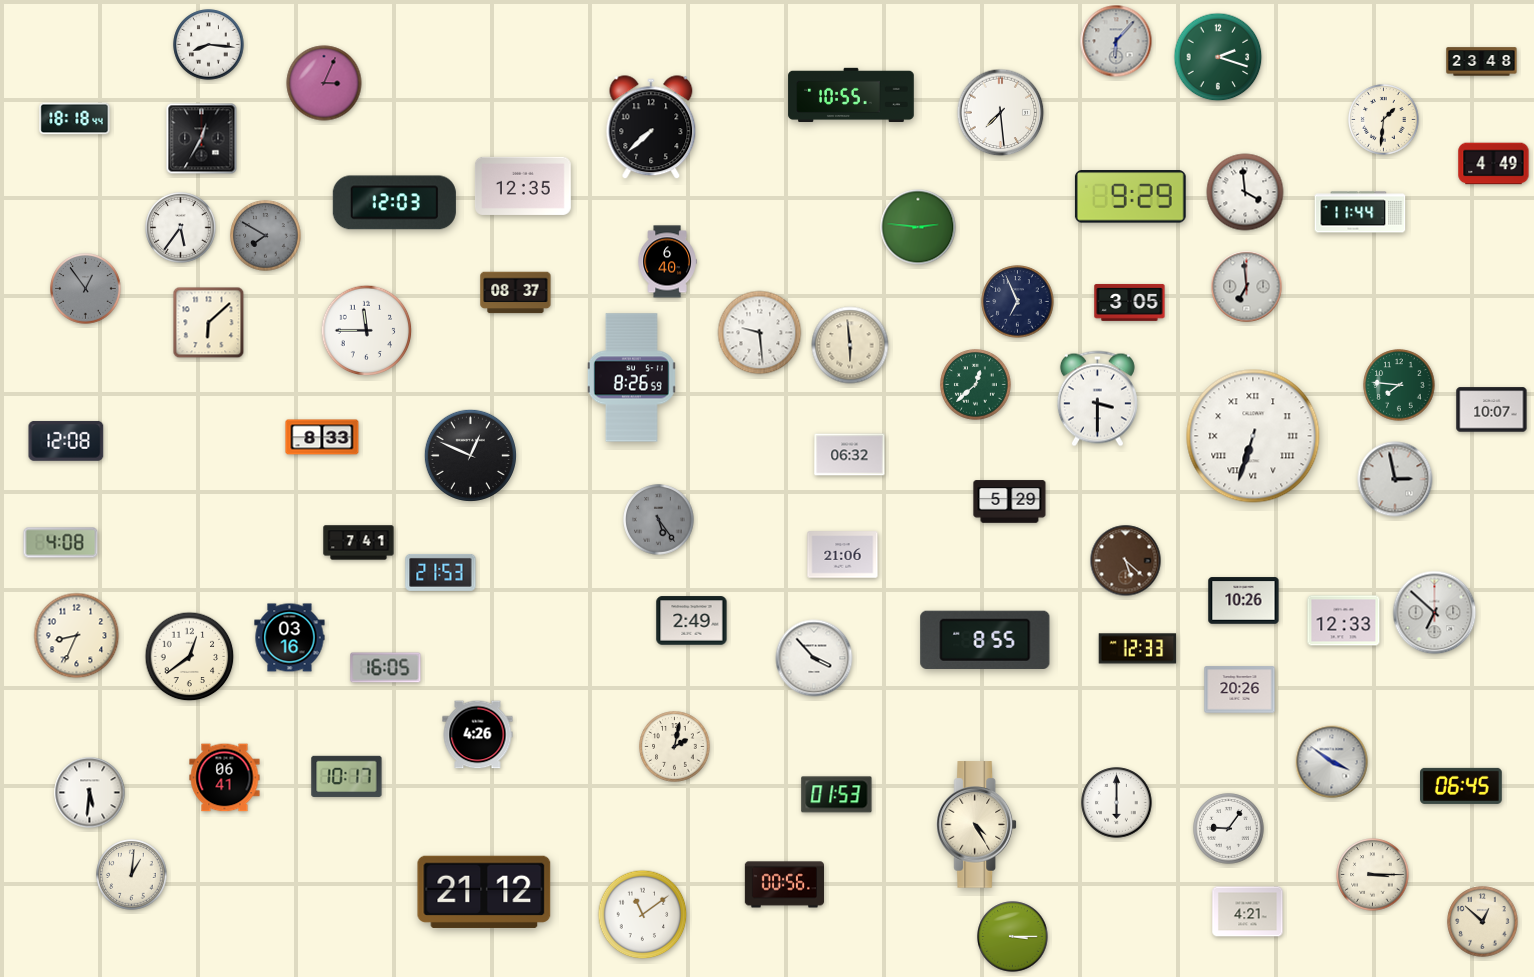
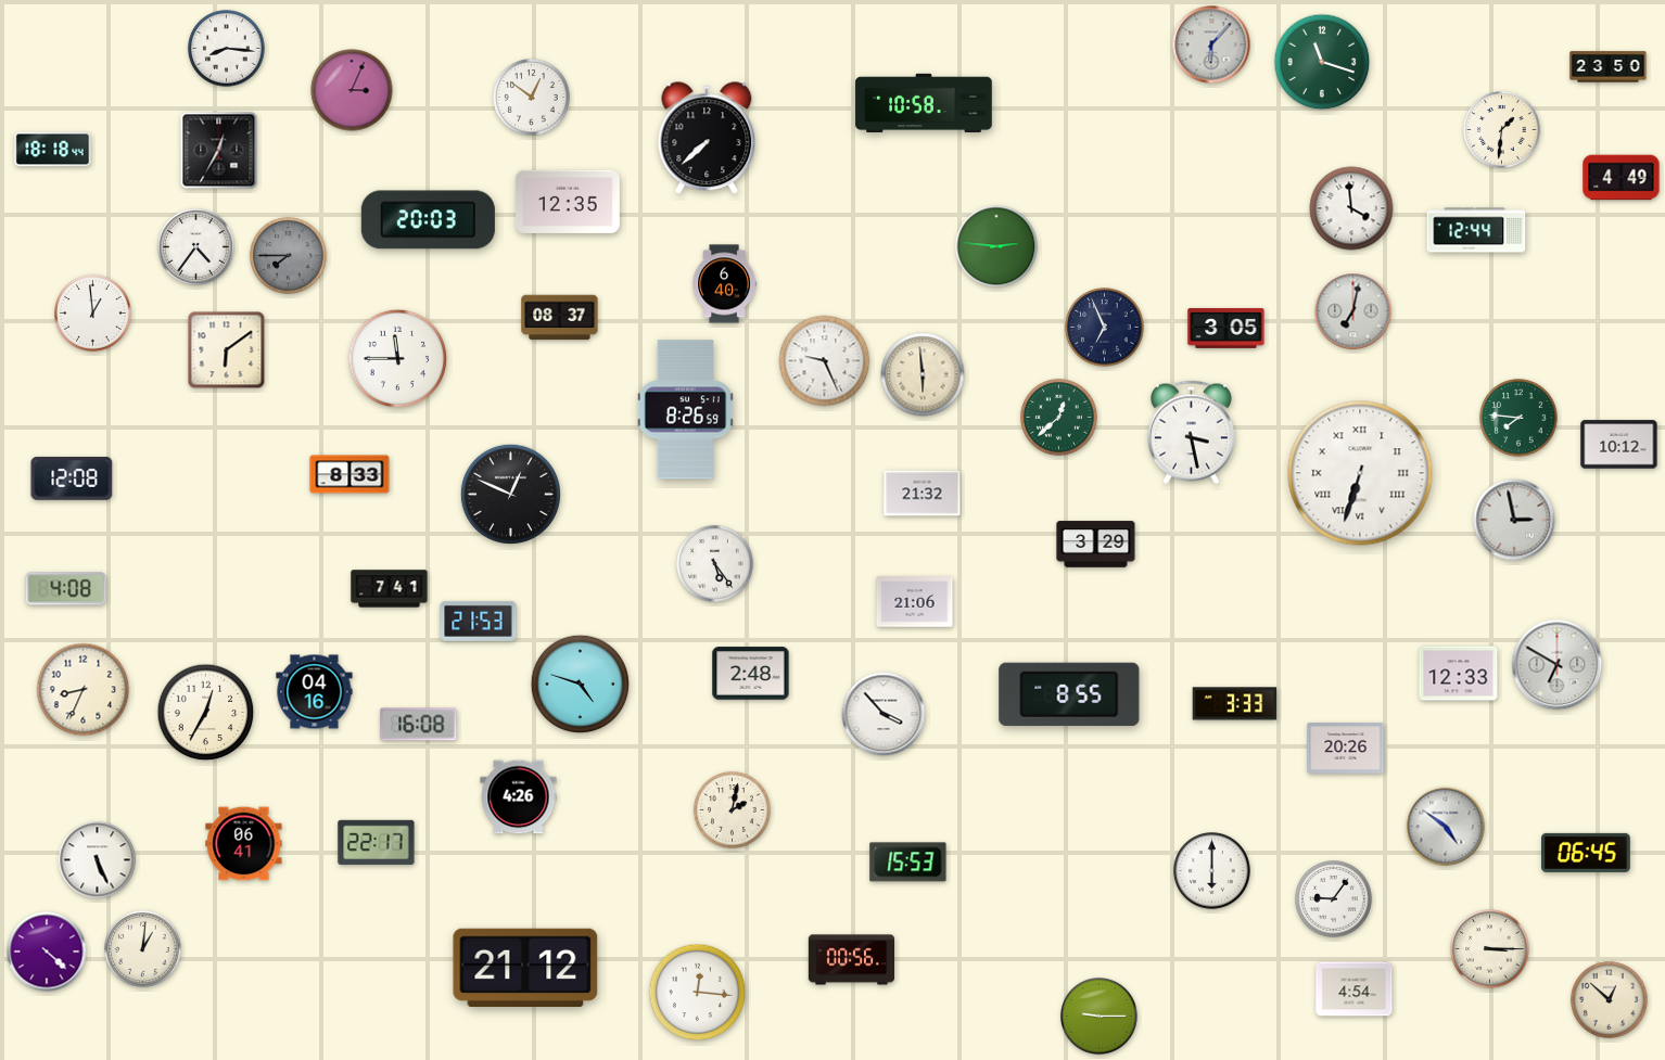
clock at (1218, 57): 2:18 -> 11:18
clock at (1482, 62): 23:48 -> 23:50
clock at (532, 98): none -> 12:51
clock at (851, 94): 10:55 -> 10:58
clock at (1001, 113): 7:29 -> none
clock at (75, 119) position: (75, 119) -> (53, 150)
clock at (1130, 197): 9:29 -> none
clock at (394, 203): 12:03 -> 20:03
clock at (1360, 212): 11:44 -> 12:44
clock at (181, 228): 5:36 -> 4:36
clock at (266, 236): 7:50 -> 7:45
clock at (1247, 287): 6:59 -> 7:02
clock at (86, 289): 12:54 -> 12:59
clock at (86, 289) dial: grey -> white
clock at (209, 323): 6:08 -> 6:09
clock at (760, 333): 9:29 -> 9:26
clock at (1097, 399): 3:30 -> 3:28
clock at (1492, 410): 10:07 -> 10:12
clock at (850, 455): 06:32 -> 21:32
clock at (1010, 502): 5:29 -> 3:29
clock at (659, 520) dial: grey -> white
clock at (1126, 561): 5:22 -> none
clock at (1244, 601): 10:26 -> none
clock at (1435, 613): 6:52 -> 6:50
clock at (692, 621): 2:49 -> 2:48
clock at (581, 685): none -> 4:48
clock at (290, 638): 03:16 -> 04:16
clock at (1138, 649): 12:33 -> 3:33
clock at (190, 657): 12:39 -> 12:35
clock at (386, 668): 16:05 -> 16:08
clock at (1332, 762): 3:51 -> 4:51
clock at (347, 776): 10:17 -> 22:17
clock at (90, 793): 5:31 -> 5:26
clock at (837, 795): 01:53 -> 15:53
clock at (976, 825): 4:25 -> none
clock at (47, 952): none -> 4:22
clock at (1248, 912): 4:21 -> 4:54
clock at (643, 915): 11:09 -> 12:16
clock at (1013, 937): 3:15 -> 9:15
